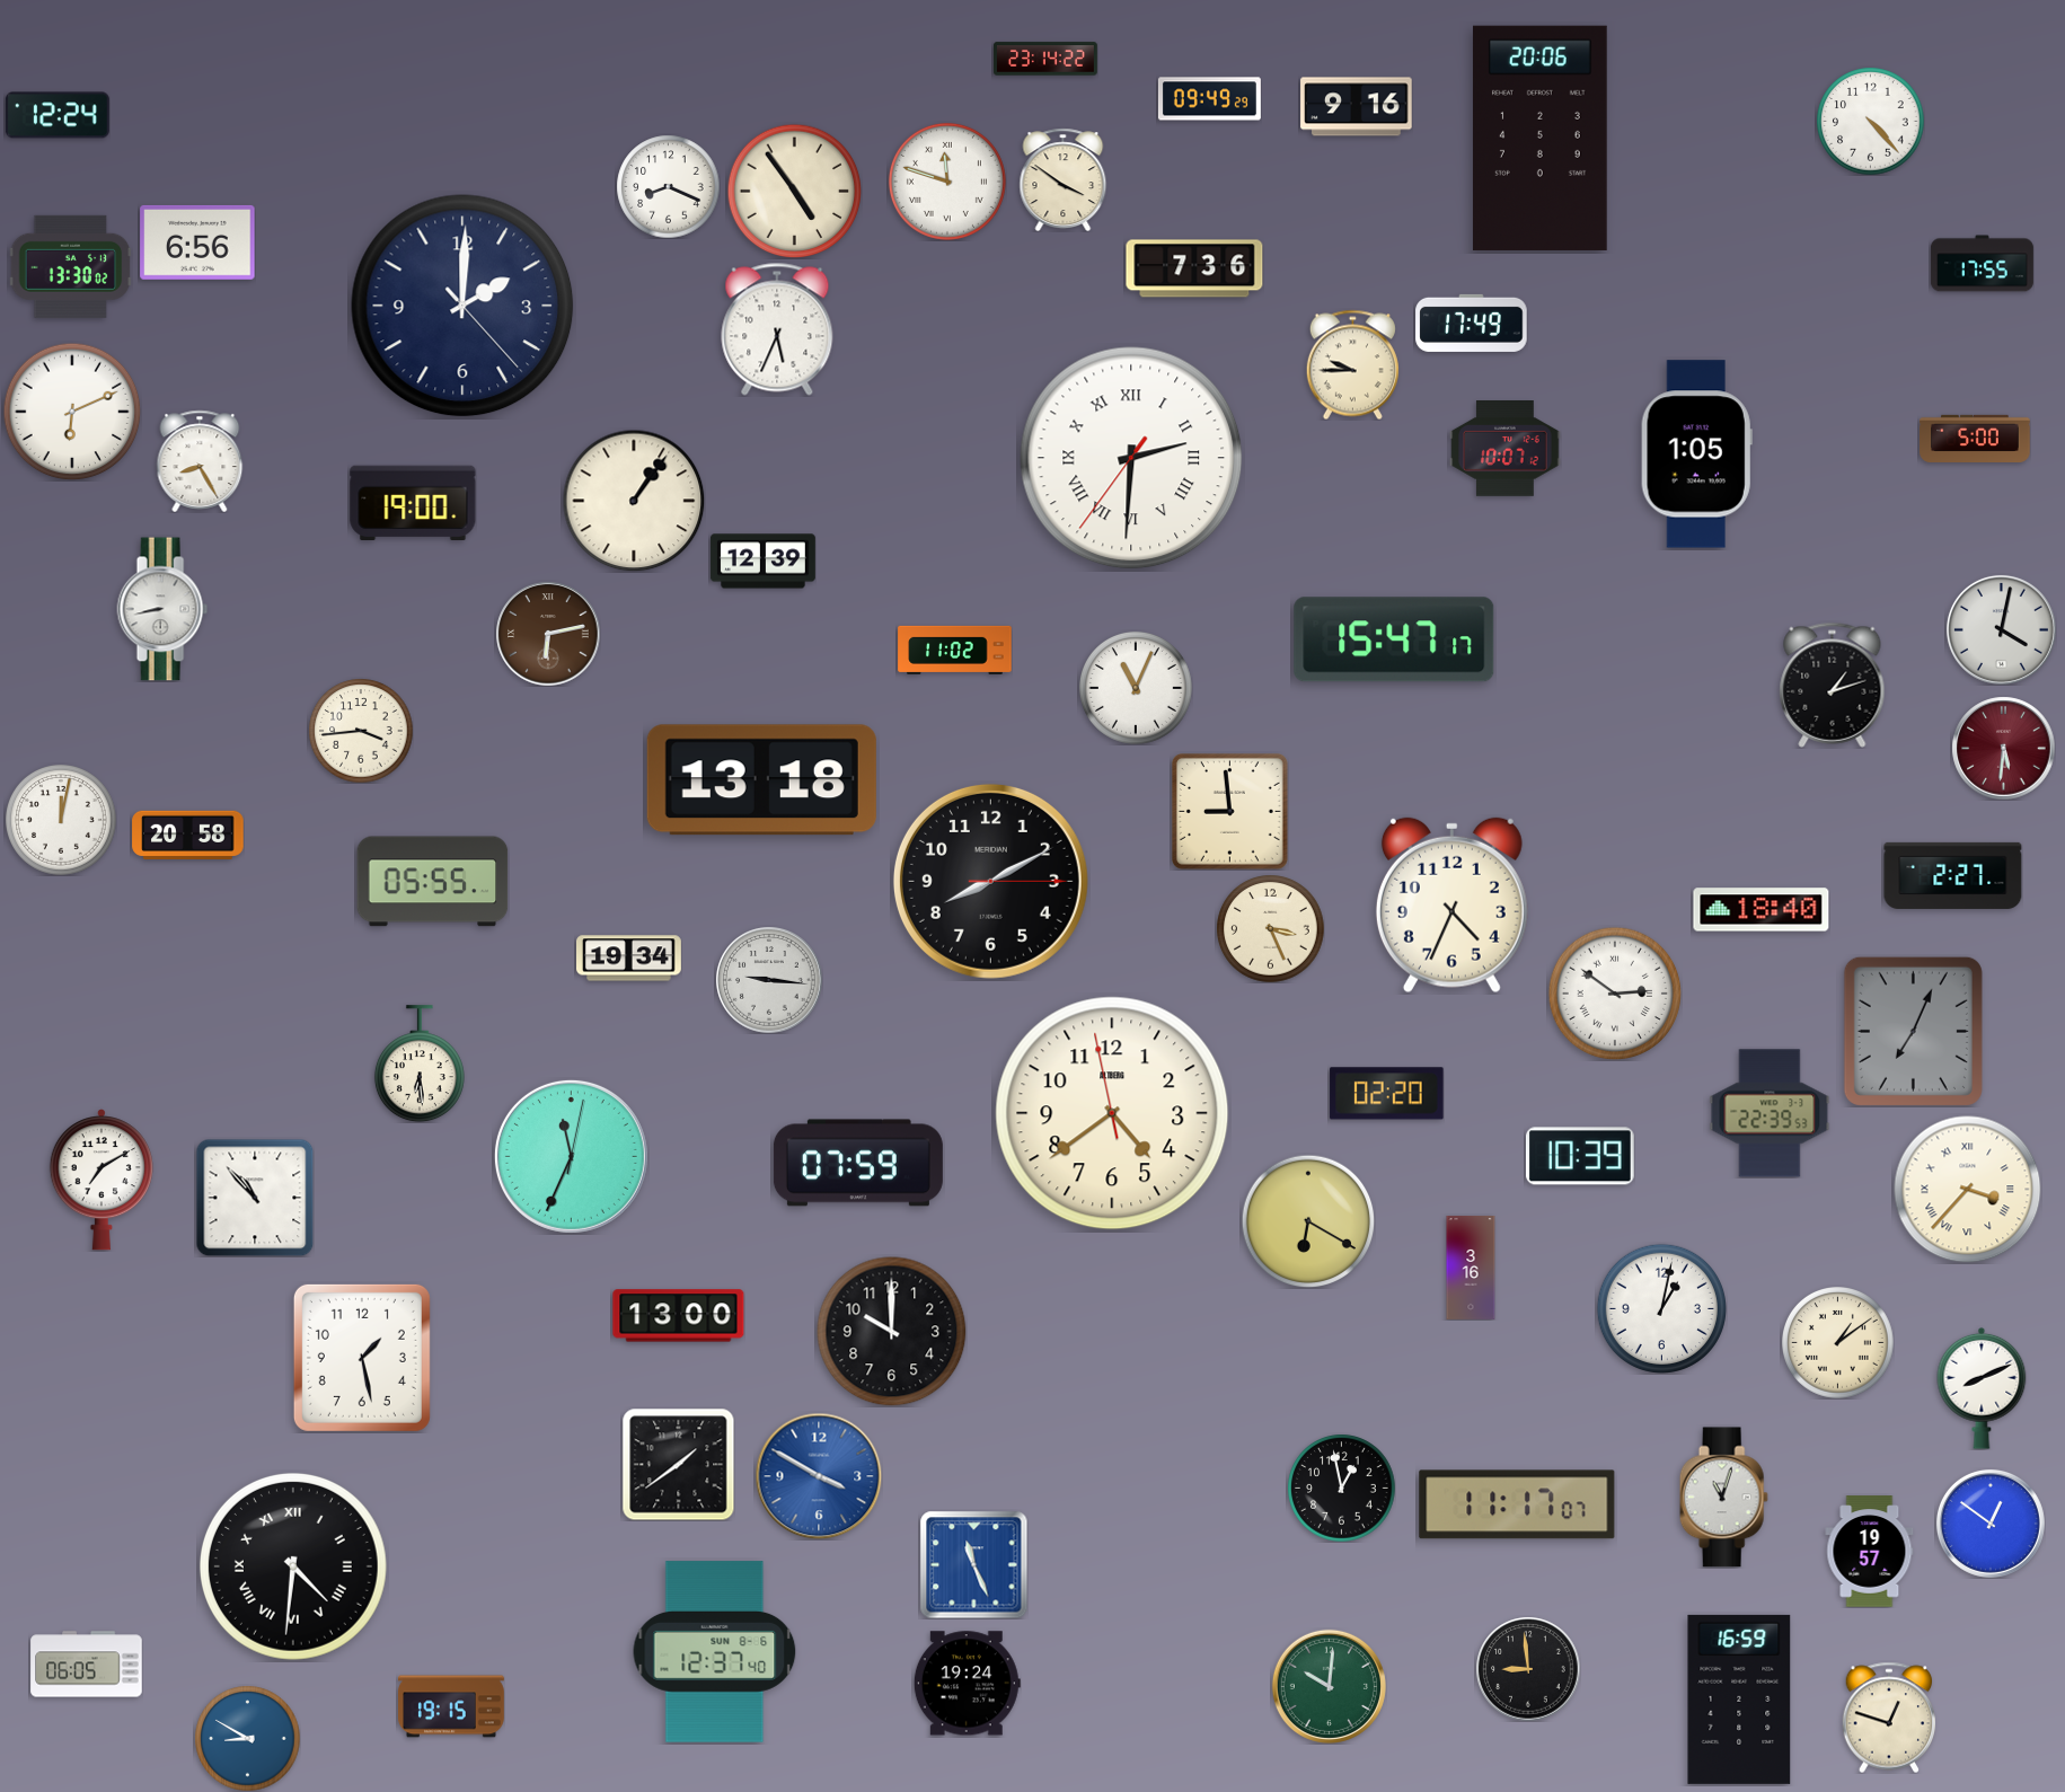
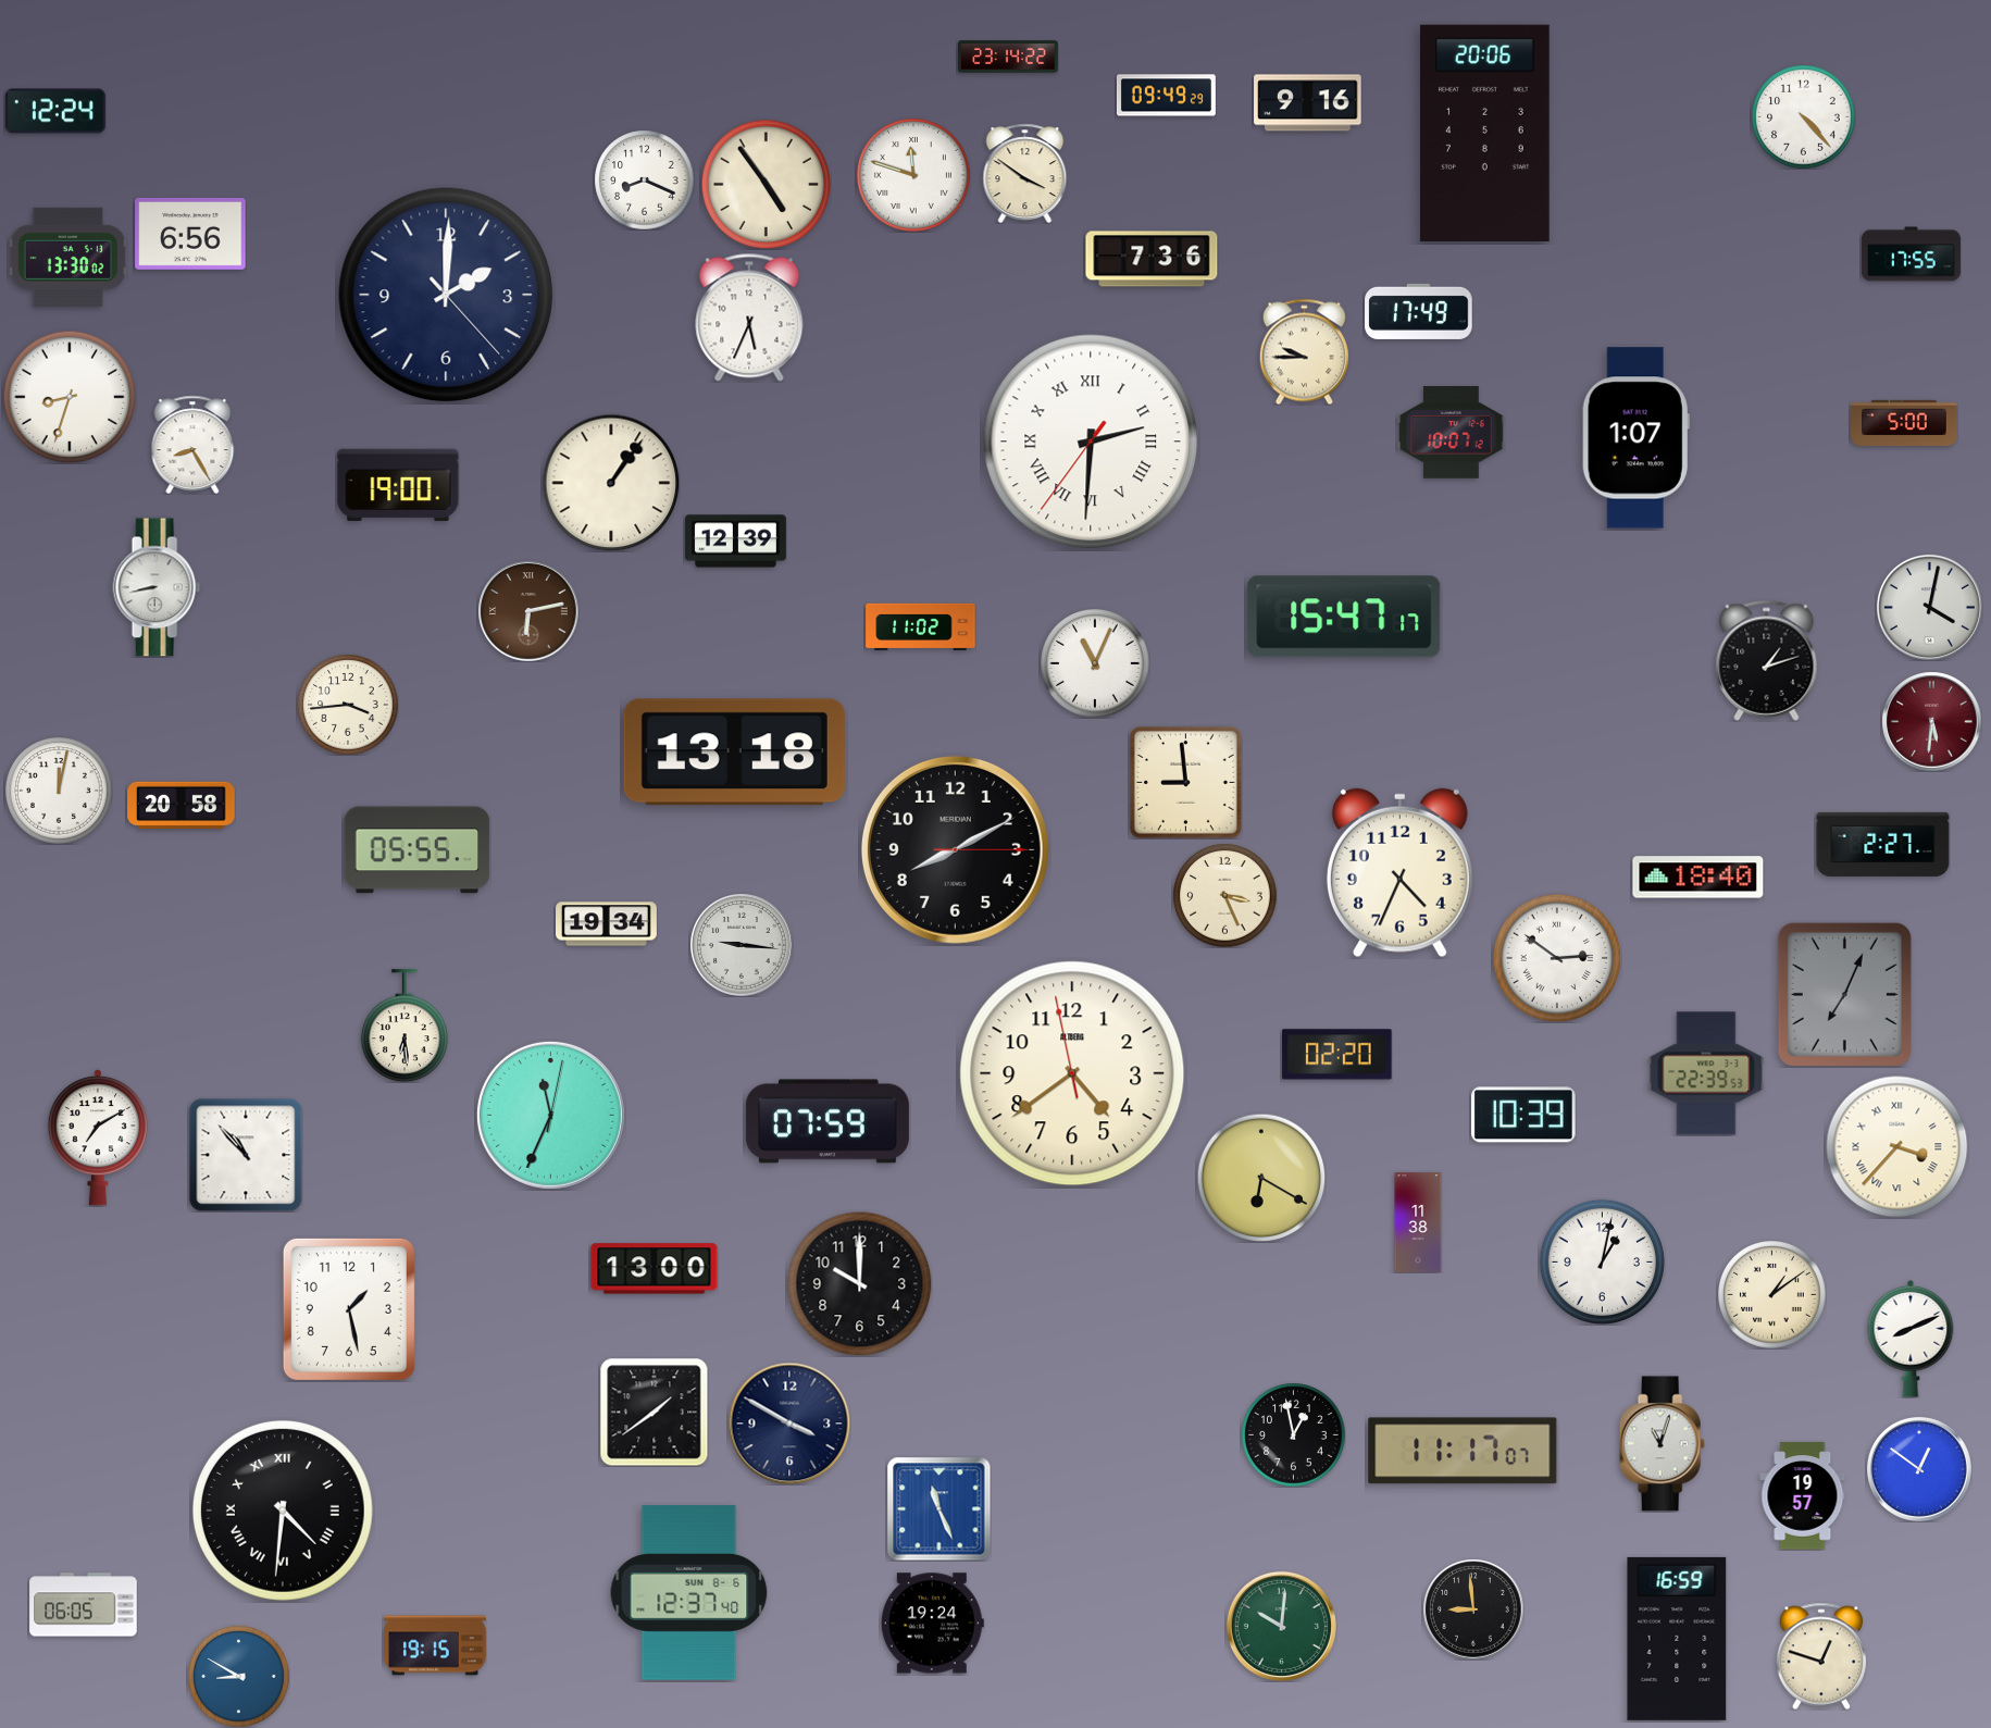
clock at (72, 412): 6:11 -> 8:33
clock at (1696, 454): 1:05 -> 1:07
clock at (1471, 1269): 3:16 -> 11:38
clock at (819, 1476) dial: blue -> navy
